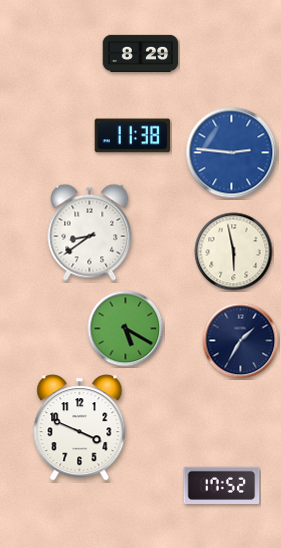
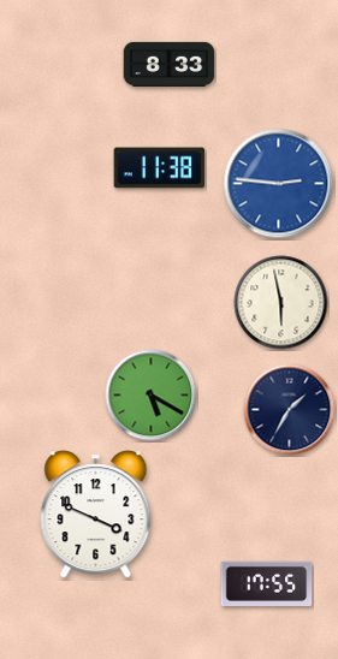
clock at (141, 53): 8:29 -> 8:33
clock at (133, 136) position: (133, 136) -> (160, 168)
clock at (90, 232): 8:39 -> none
clock at (222, 485): 17:52 -> 17:55
